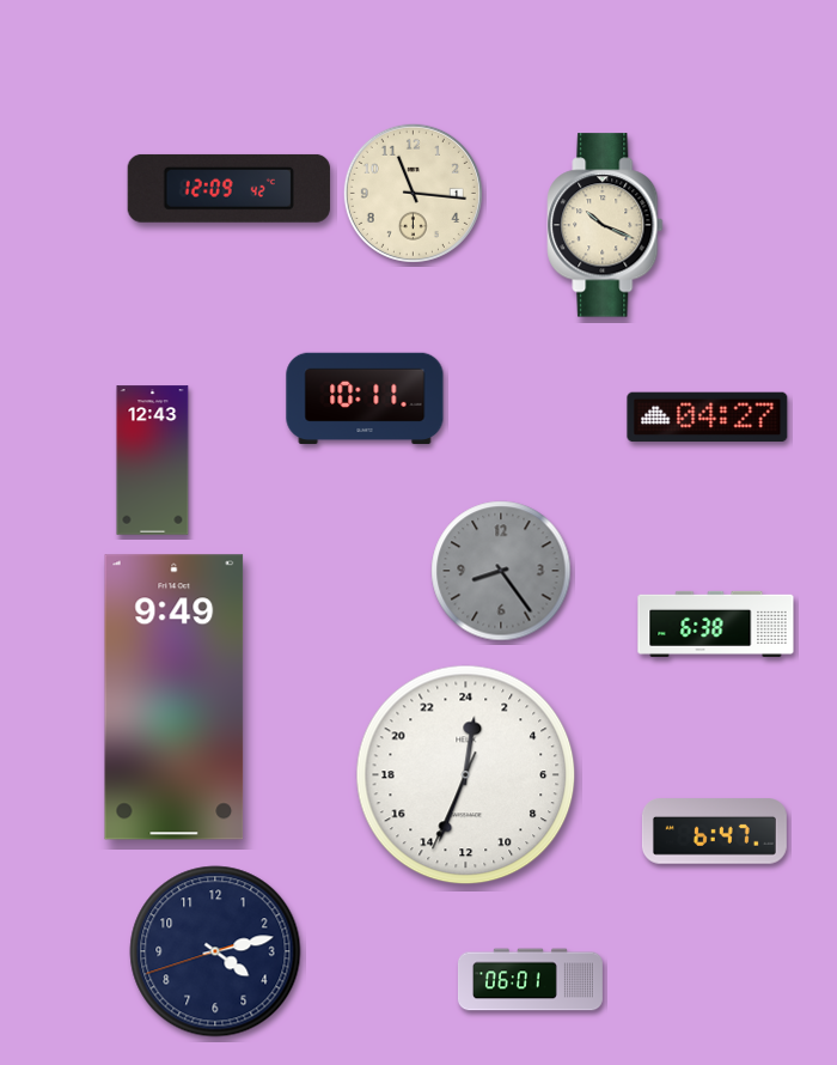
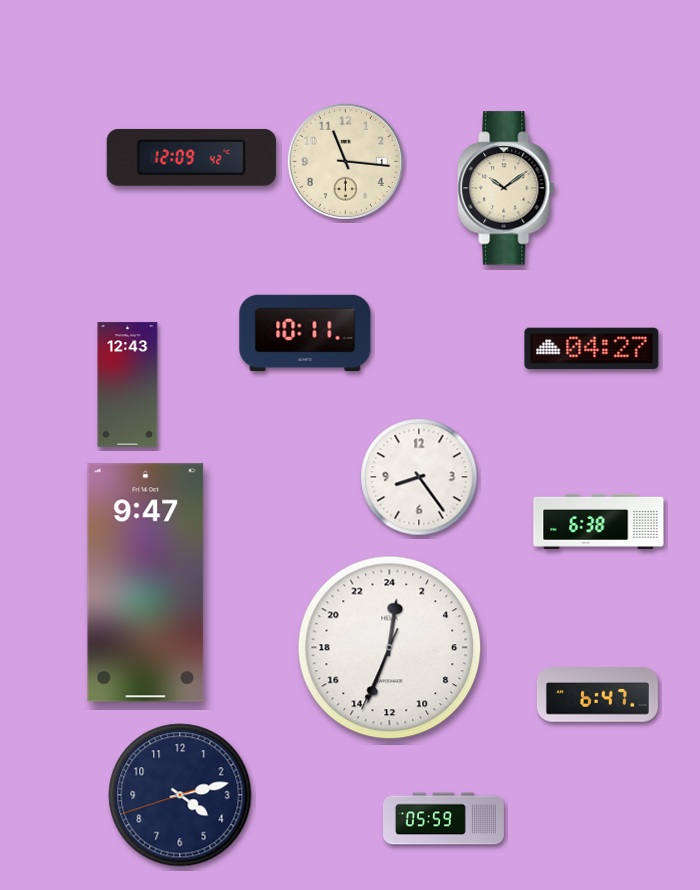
clock at (605, 225): 10:19 -> 10:09
clock at (501, 571) dial: grey -> white
clock at (175, 698): 9:49 -> 9:47
clock at (530, 980): 06:01 -> 05:59
